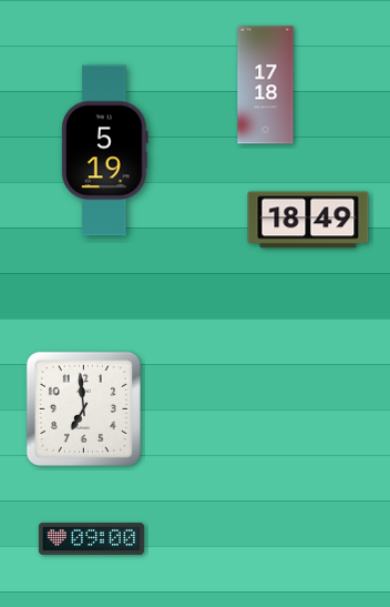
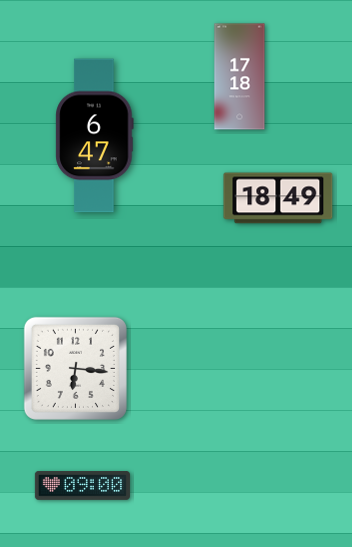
clock at (105, 151): 5:19 -> 6:47
clock at (83, 408): 6:59 -> 6:16
